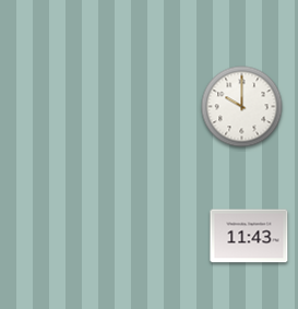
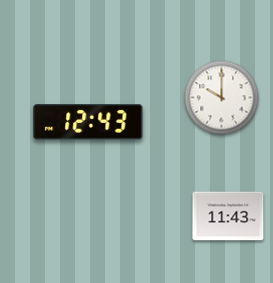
clock at (88, 122): none -> 12:43
